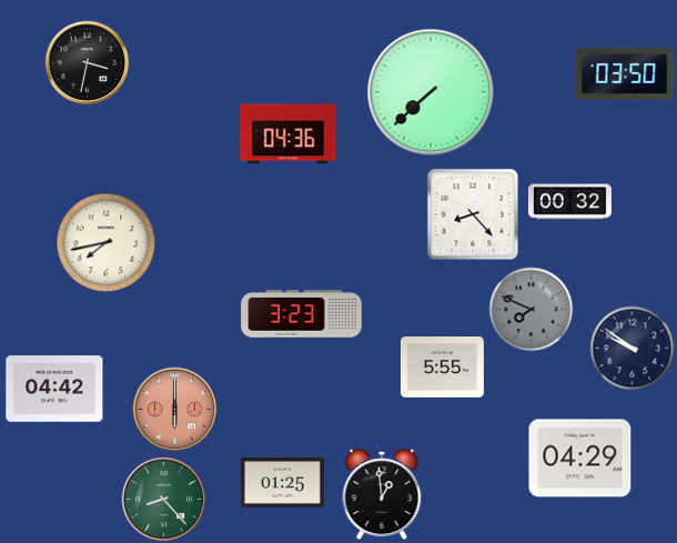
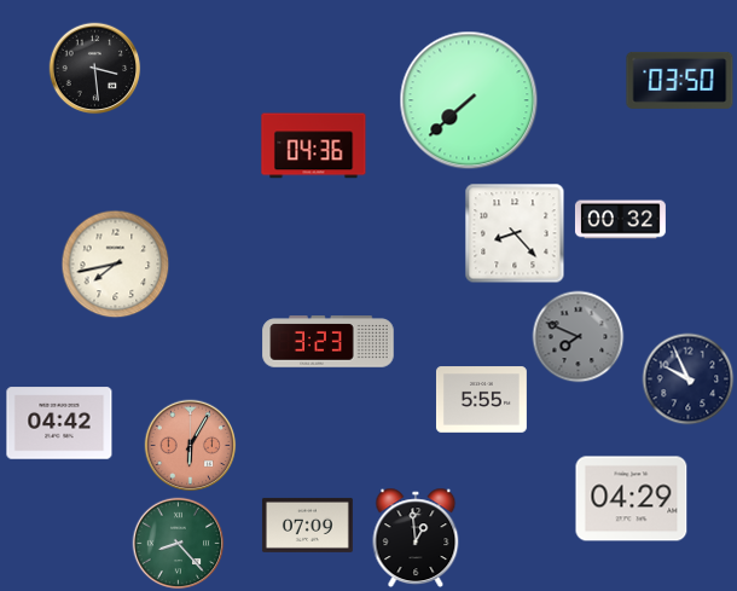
clock at (88, 63): 3:32 -> 3:29
clock at (633, 349): 9:51 -> 9:56
clock at (175, 410): 6:00 -> 6:05
clock at (282, 482): 01:25 -> 07:09
